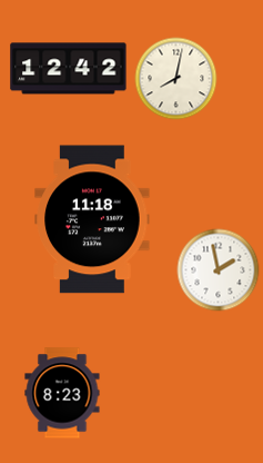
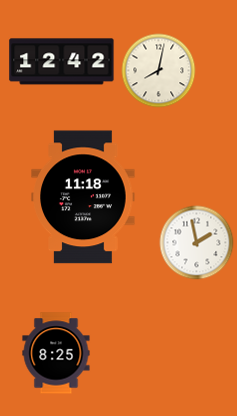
clock at (62, 393): 8:23 -> 8:25
